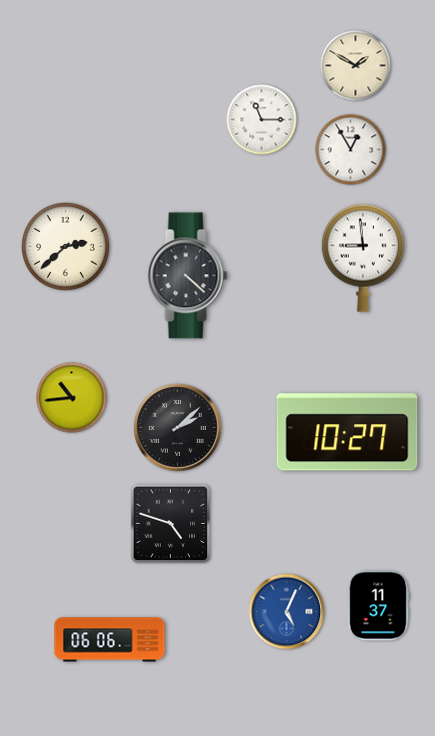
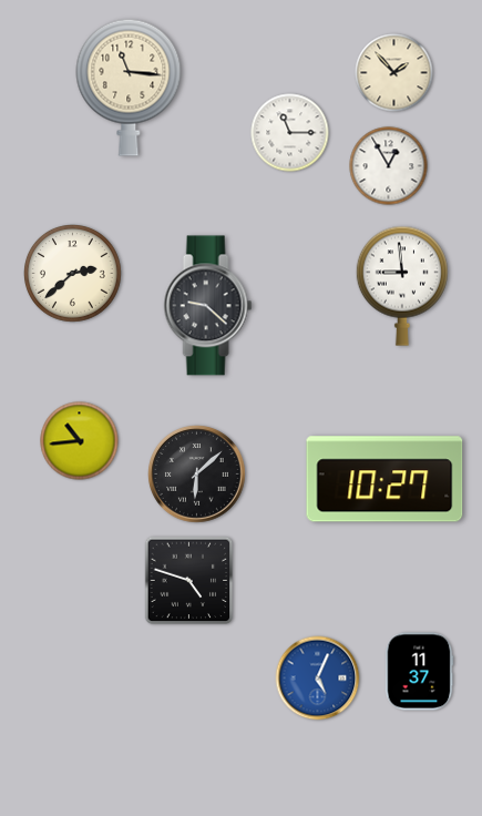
clock at (356, 66): 1:50 -> 1:53
clock at (129, 88): none -> 11:16
clock at (188, 276): 4:22 -> 9:22
clock at (178, 428): 2:08 -> 6:08
clock at (110, 640): 06:06 -> none
